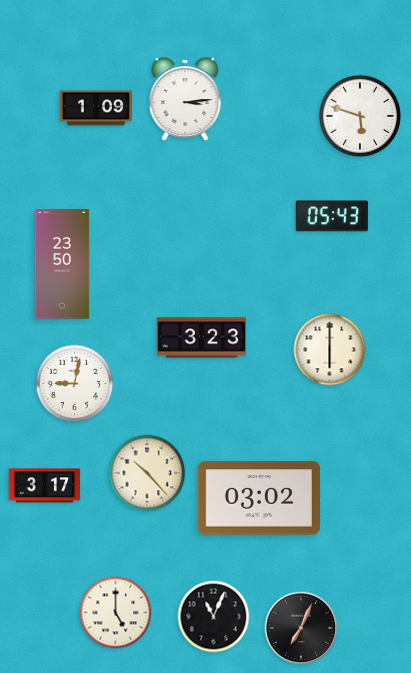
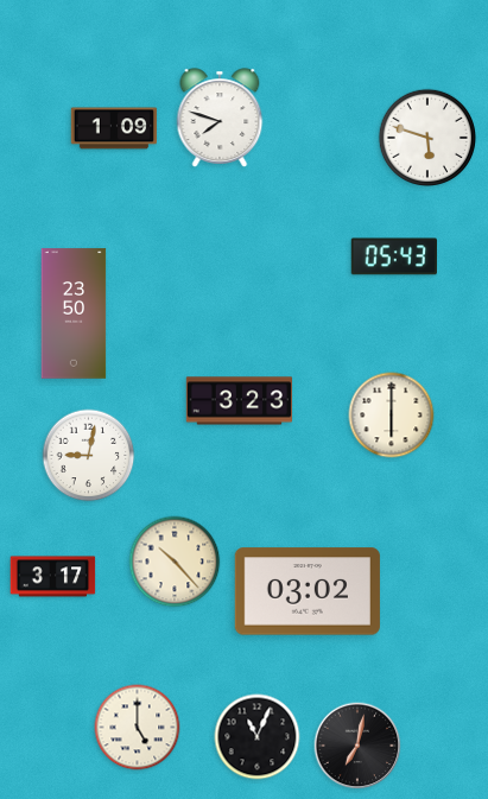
clock at (185, 99): 3:14 -> 7:48
clock at (214, 617) position: (214, 617) -> (258, 737)
clock at (301, 628): 7:04 -> 7:02
